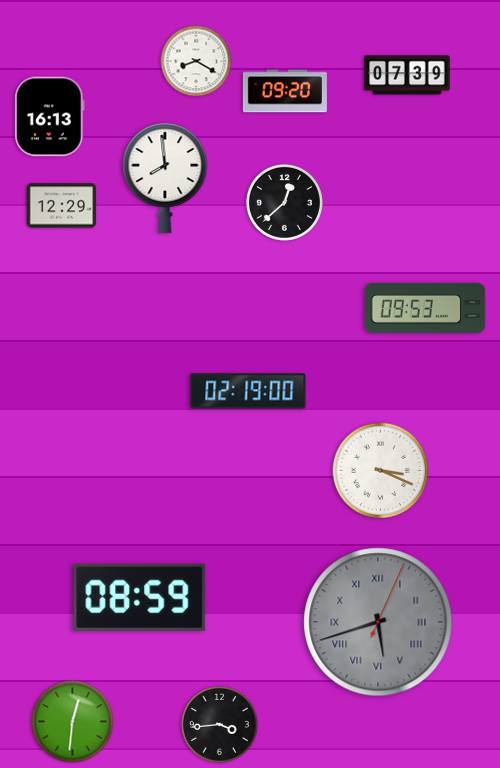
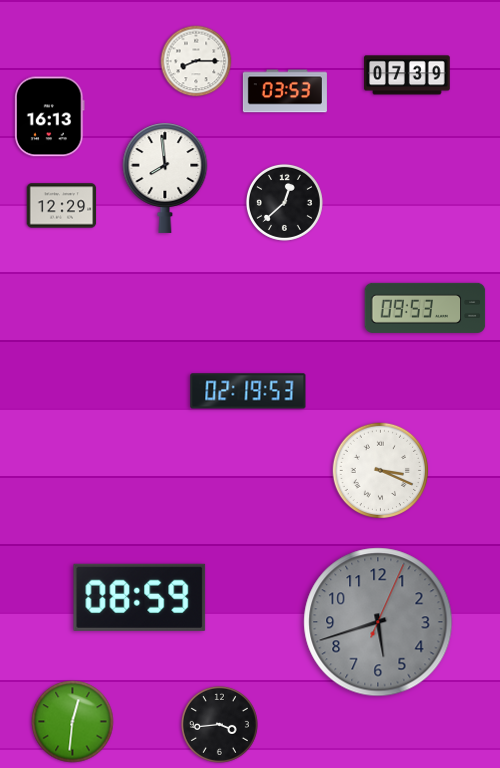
clock at (196, 61): 8:20 -> 8:15
clock at (285, 91): 09:20 -> 03:53
clock at (248, 391): 02:19:00 -> 02:19:53
clock at (378, 622) numerals: Roman -> Arabic
